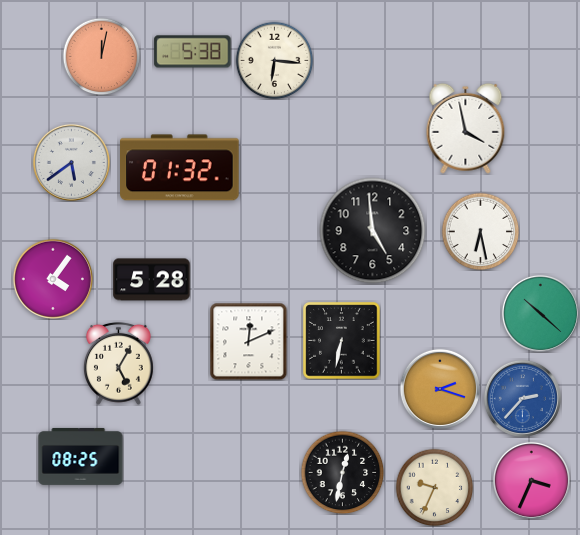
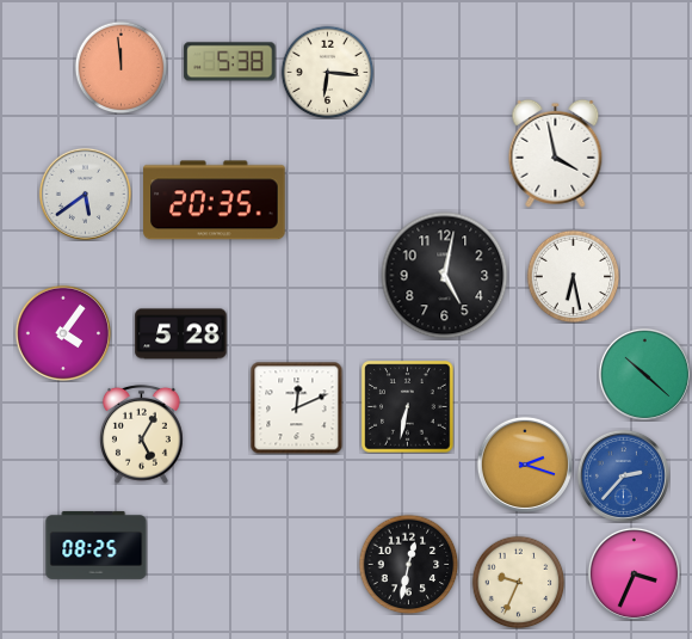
clock at (101, 56): 12:02 -> 11:59
clock at (180, 168): 01:32 -> 20:35
clock at (373, 231): 4:59 -> 5:02
